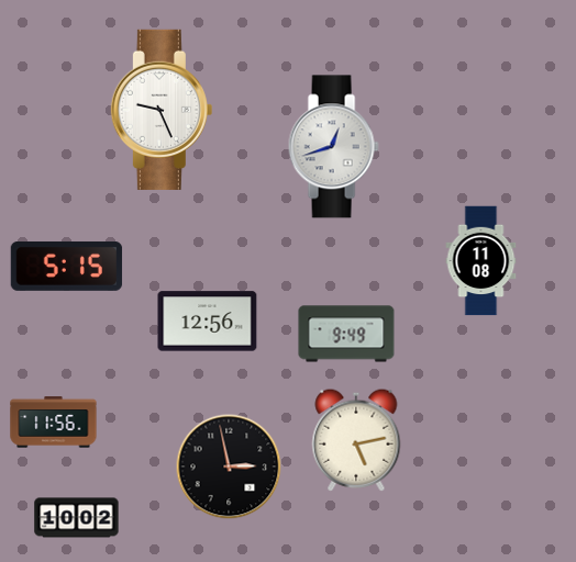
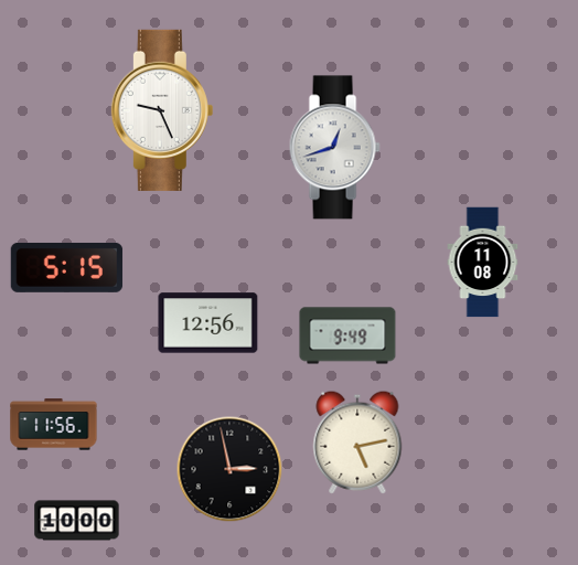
clock at (77, 518): 10:02 -> 10:00
